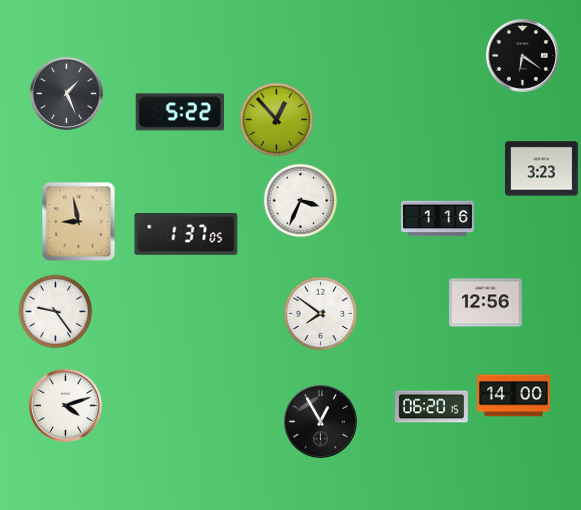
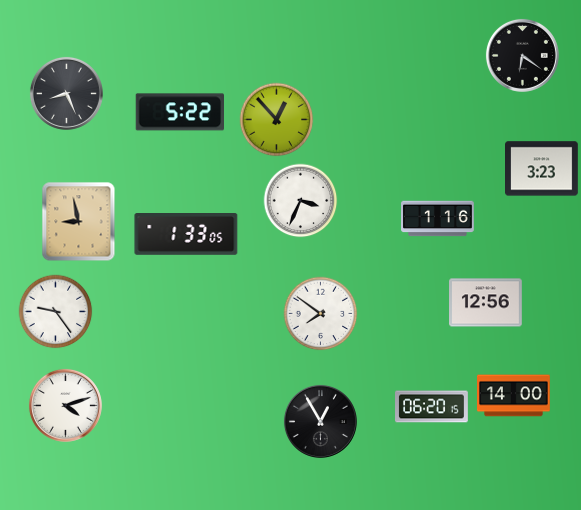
clock at (66, 93): 1:26 -> 8:26
clock at (186, 235): 1:37 -> 1:33
